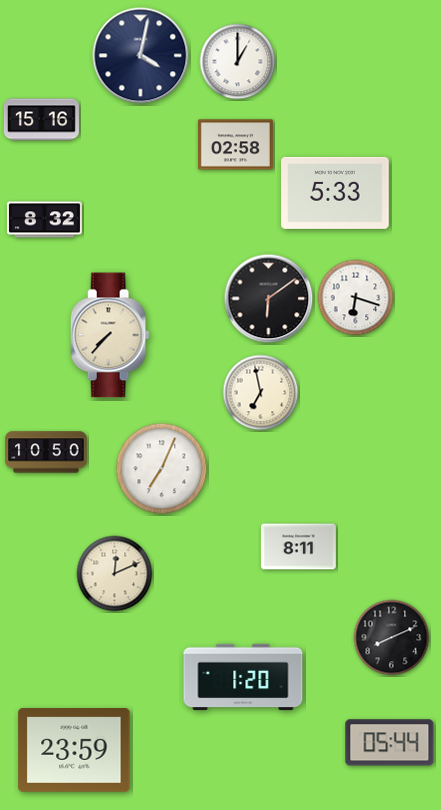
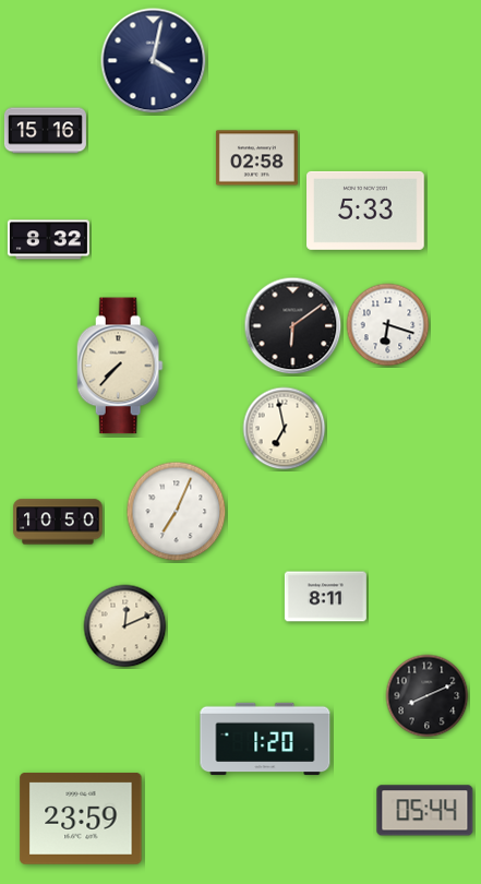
clock at (238, 62): 1:00 -> none
clock at (46, 452) position: (46, 452) -> (58, 522)
